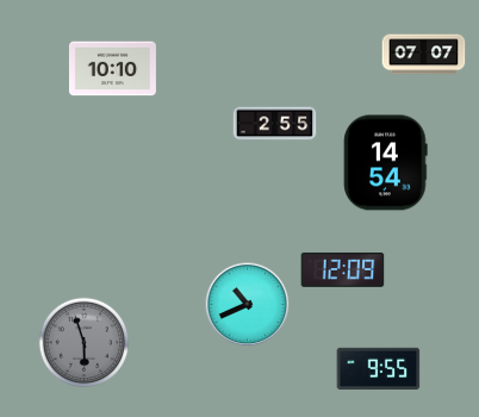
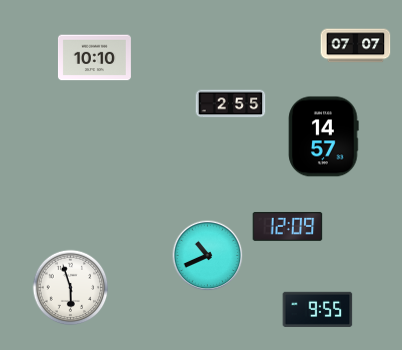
clock at (386, 163): 14:54 -> 14:57
clock at (85, 343) dial: grey -> white
